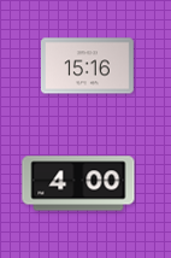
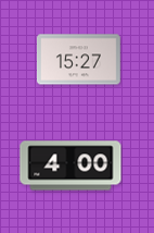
clock at (88, 66): 15:16 -> 15:27
